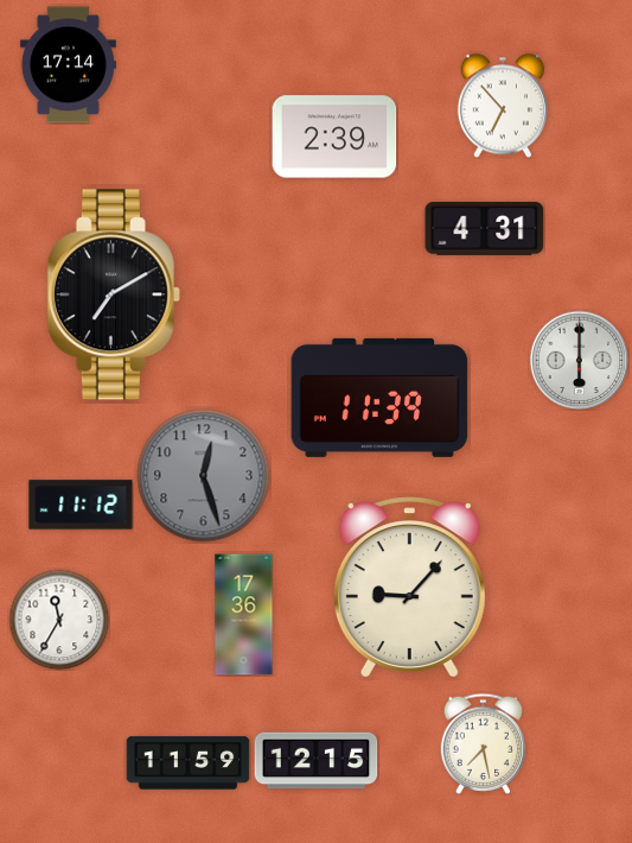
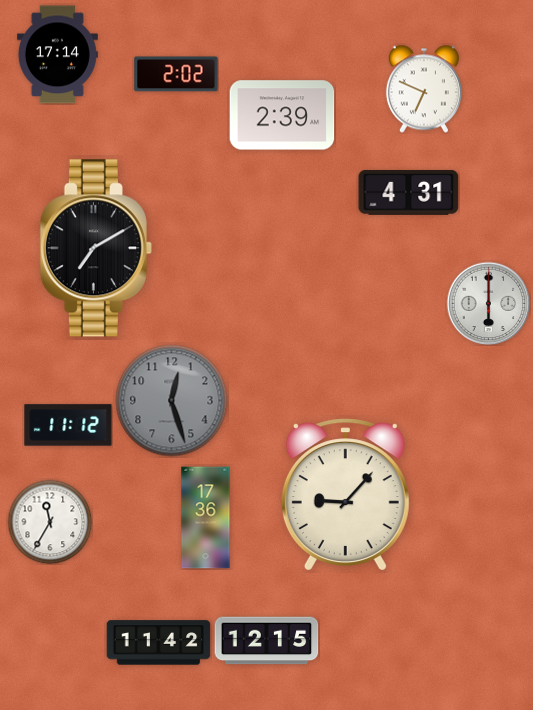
clock at (176, 74): none -> 2:02
clock at (503, 106): 6:53 -> 6:49
clock at (379, 398): 11:39 -> none
clock at (484, 743): 7:28 -> none
clock at (189, 763): 11:59 -> 11:42
